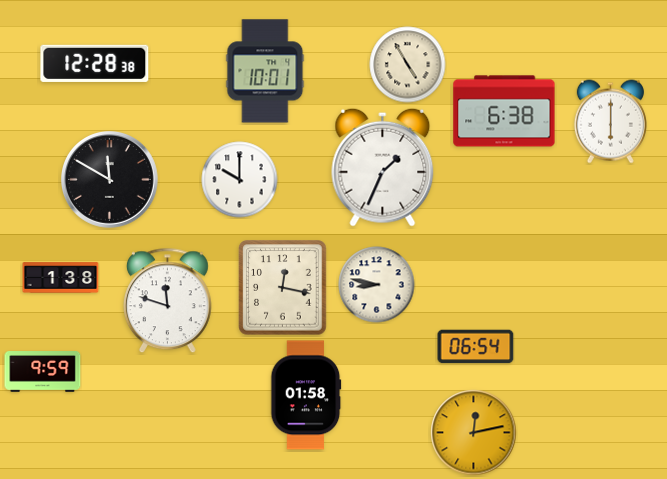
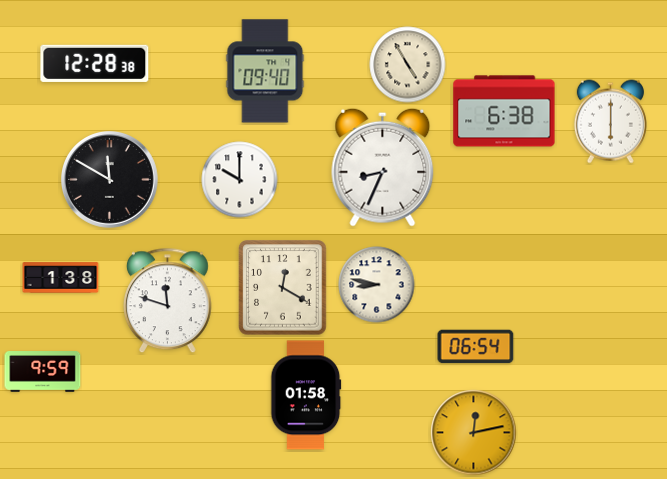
clock at (265, 71): 10:01 -> 09:40
clock at (383, 167): 1:34 -> 8:34
clock at (283, 288): 12:17 -> 12:20
